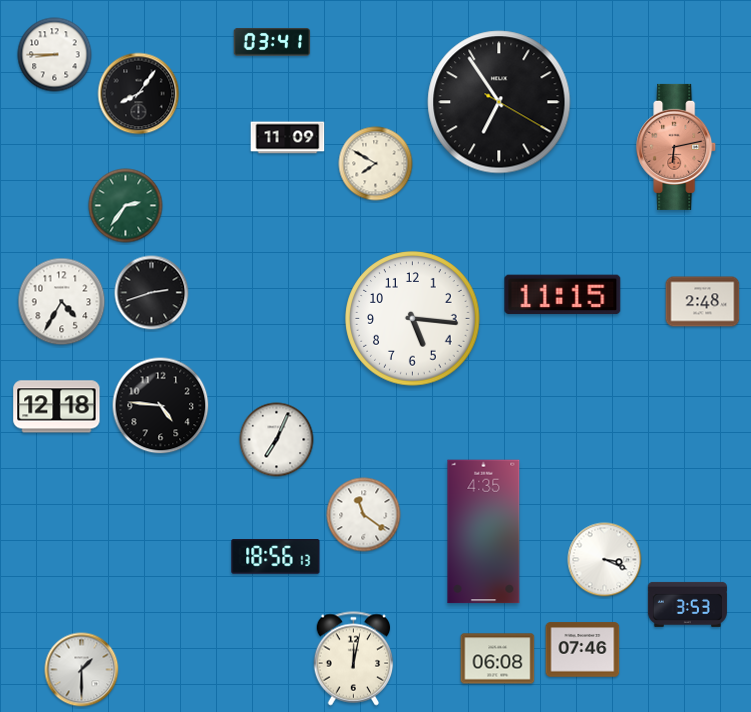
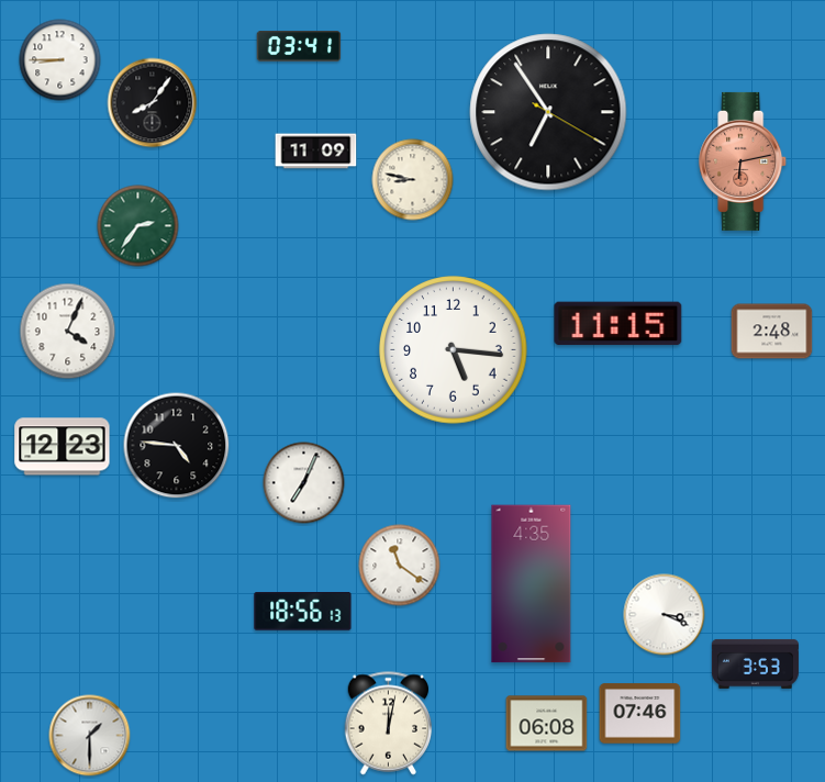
clock at (376, 164): 7:50 -> 8:47
clock at (152, 293): 2:42 -> none
clock at (62, 302): 4:35 -> 4:04
clock at (57, 407): 12:18 -> 12:23
